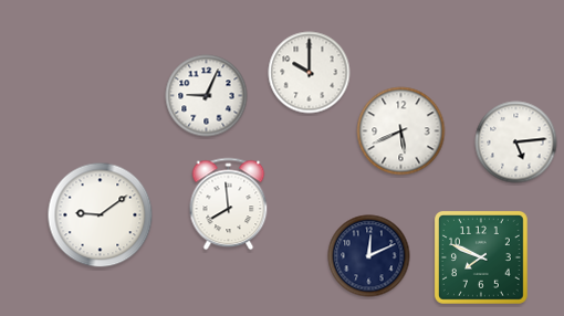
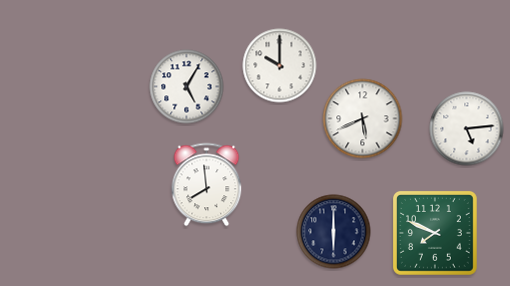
clock at (207, 96): 9:04 -> 5:05
clock at (101, 215): 9:09 -> none
clock at (369, 256): 12:11 -> 6:00
